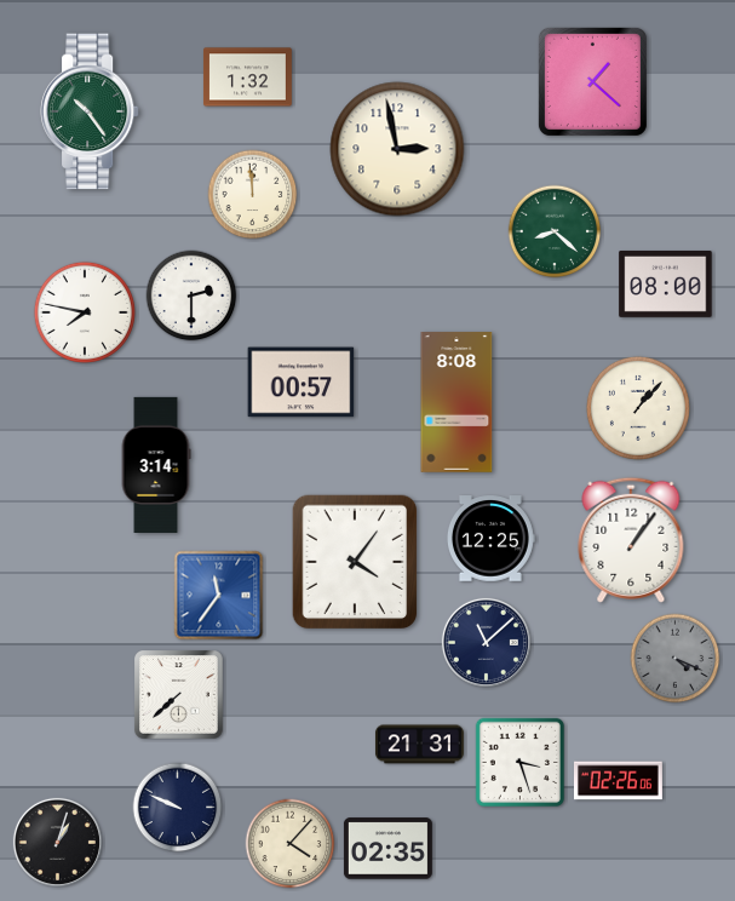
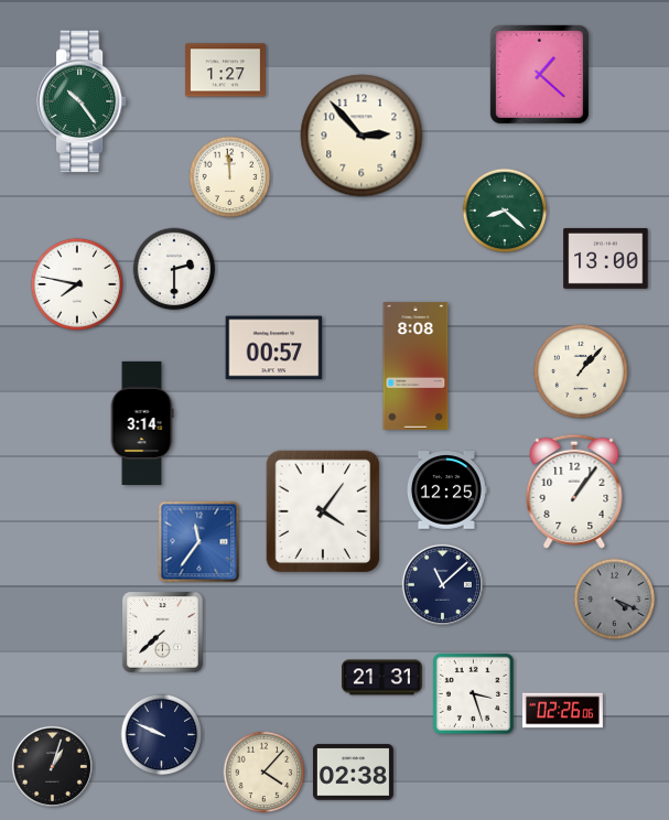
clock at (247, 78): 1:32 -> 1:27
clock at (397, 149): 2:58 -> 2:53
clock at (666, 283): 08:00 -> 13:00
clock at (291, 844) position: (291, 844) -> (265, 773)
clock at (387, 849): 02:35 -> 02:38
